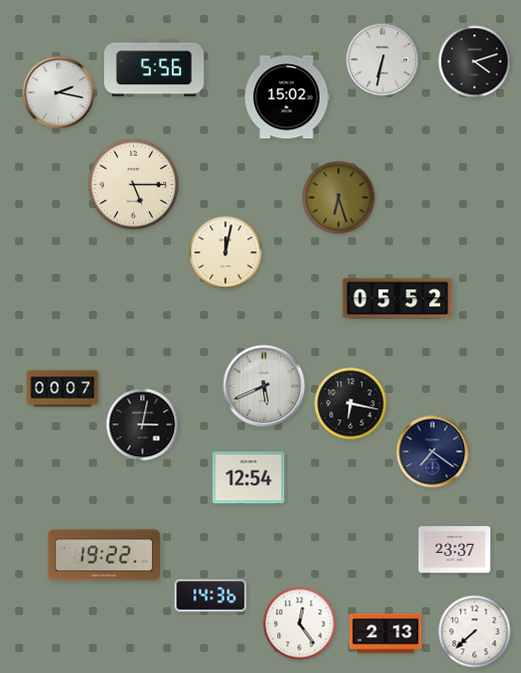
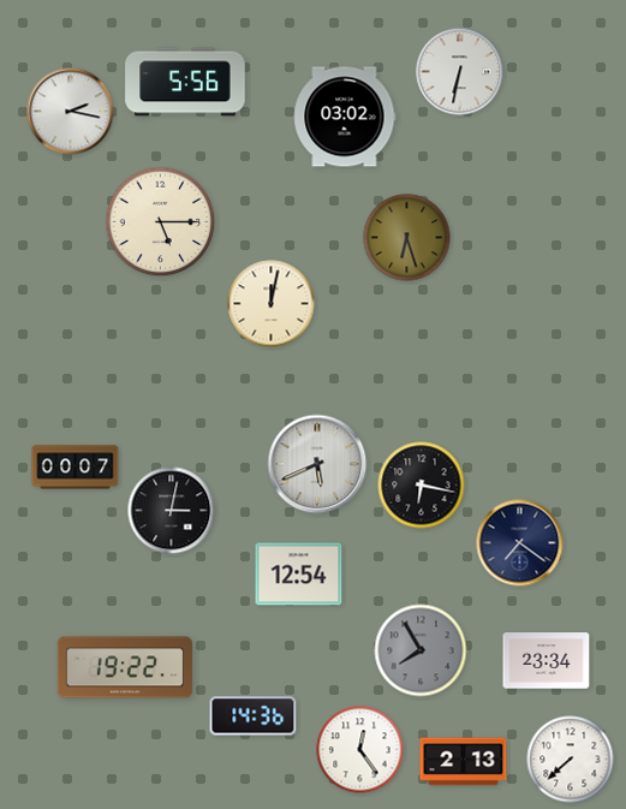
clock at (475, 62): 4:12 -> none
clock at (287, 97): 15:02 -> 03:02
clock at (398, 299): 05:52 -> none
clock at (421, 650): none -> 7:55
clock at (455, 550): 23:37 -> 23:34
